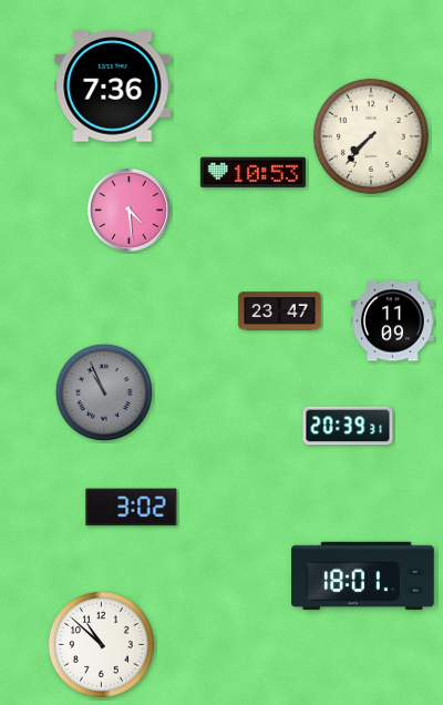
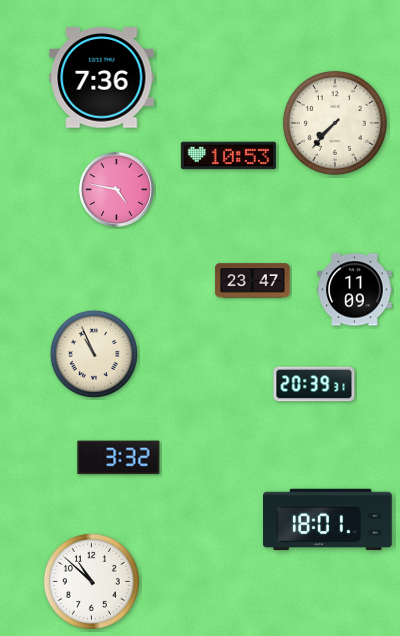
clock at (128, 210): 4:29 -> 4:47
clock at (104, 392) dial: grey -> cream
clock at (132, 508): 3:02 -> 3:32
